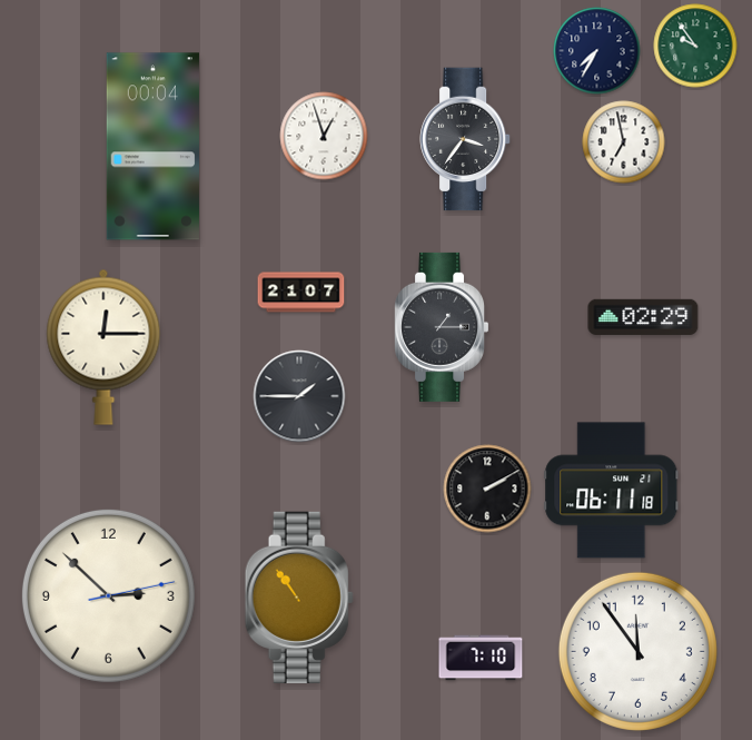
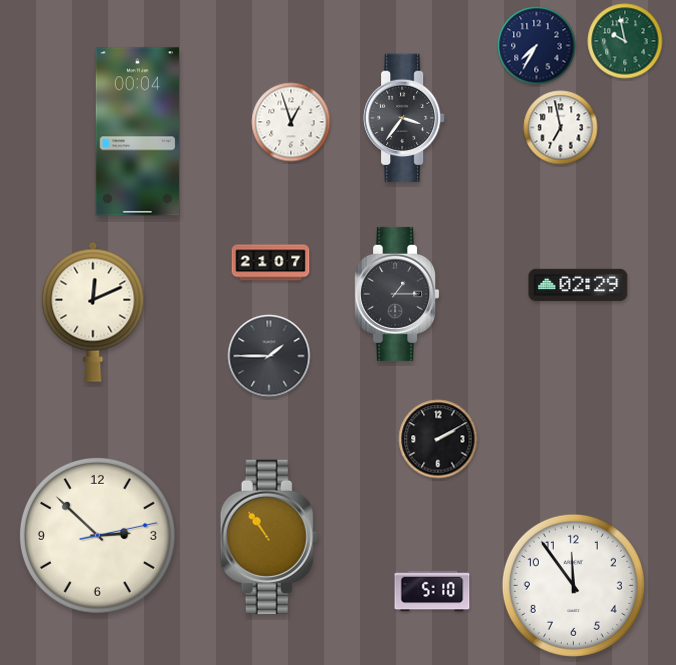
clock at (695, 46): 9:54 -> 9:58
clock at (466, 139) position: (466, 139) -> (405, 118)
clock at (103, 347): 12:15 -> 12:11
clock at (612, 491): 06:11 -> none
clock at (481, 658): 7:10 -> 5:10
